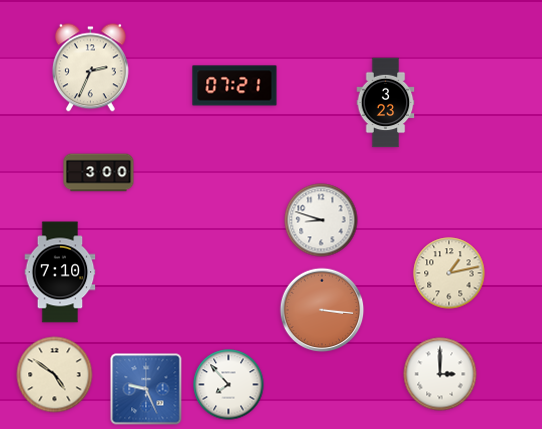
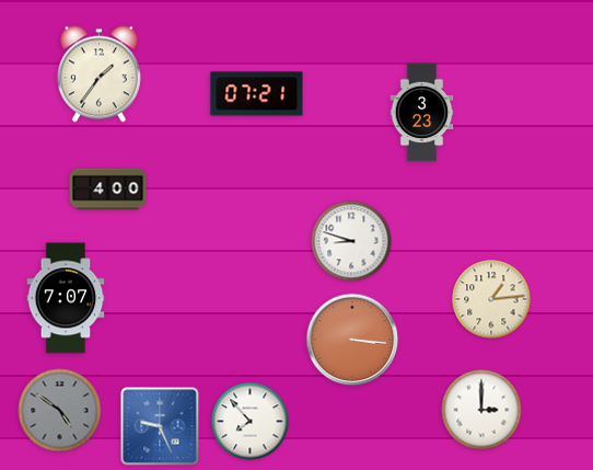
clock at (90, 68): 2:34 -> 1:36
clock at (99, 173): 3:00 -> 4:00
clock at (60, 272): 7:10 -> 7:07
clock at (449, 273): 1:13 -> 1:14
clock at (55, 375) dial: cream -> grey
